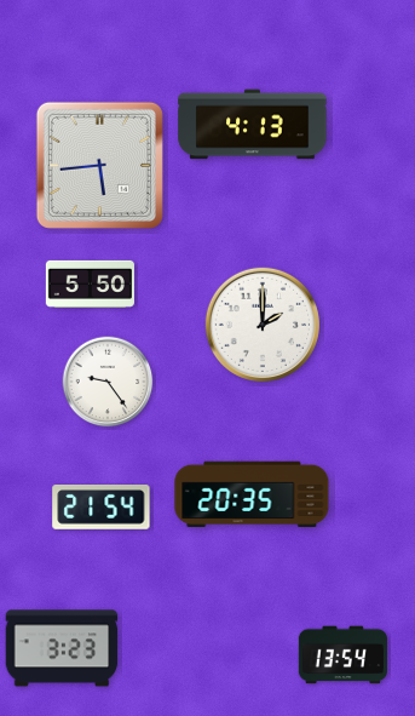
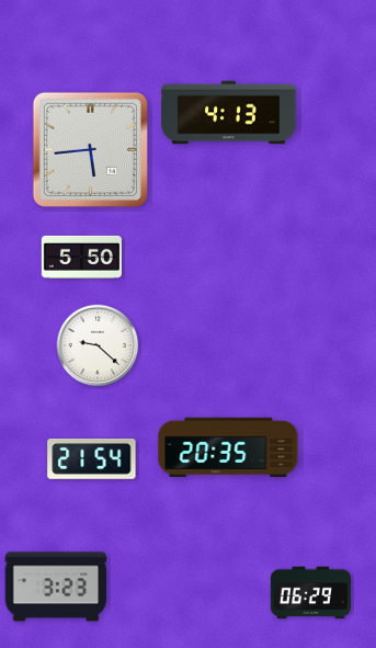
clock at (263, 325): 2:00 -> none
clock at (108, 382): 9:24 -> 9:22
clock at (342, 655): 13:54 -> 06:29
